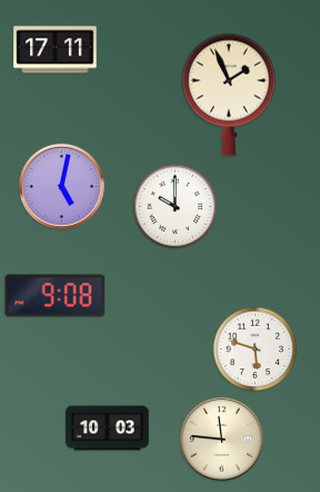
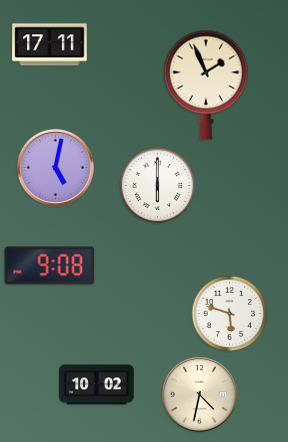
clock at (176, 207): 10:00 -> 6:00
clock at (108, 429): 10:03 -> 10:02
clock at (221, 439): 11:46 -> 4:32
